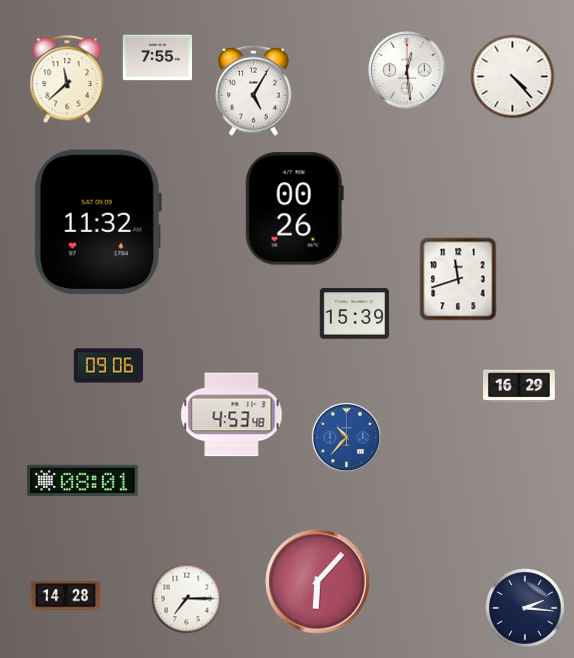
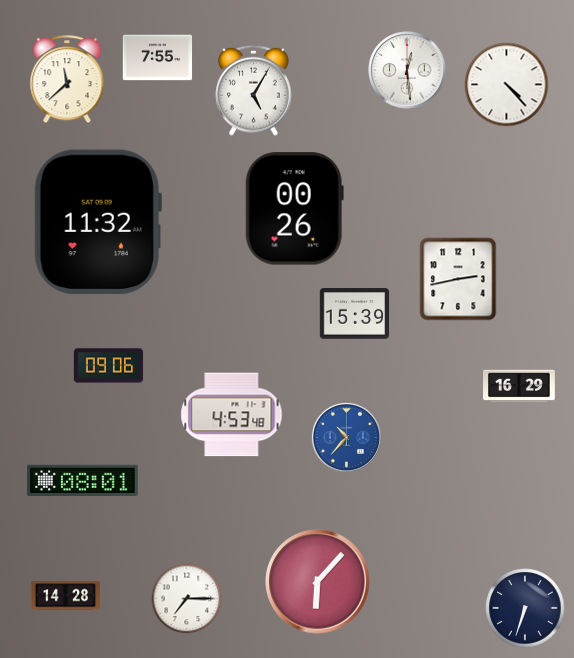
clock at (513, 77) position: (513, 77) -> (507, 85)
clock at (458, 279): 11:42 -> 2:43
clock at (525, 608): 2:16 -> 6:33
